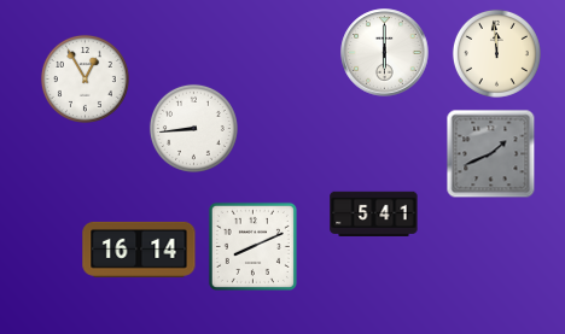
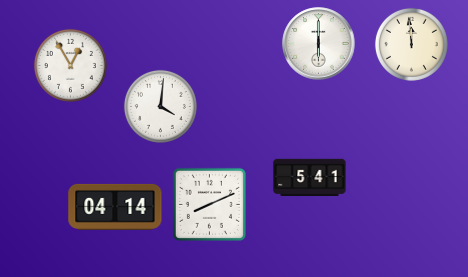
clock at (193, 128): 8:44 -> 4:01
clock at (491, 154): 1:41 -> none
clock at (139, 250): 16:14 -> 04:14
